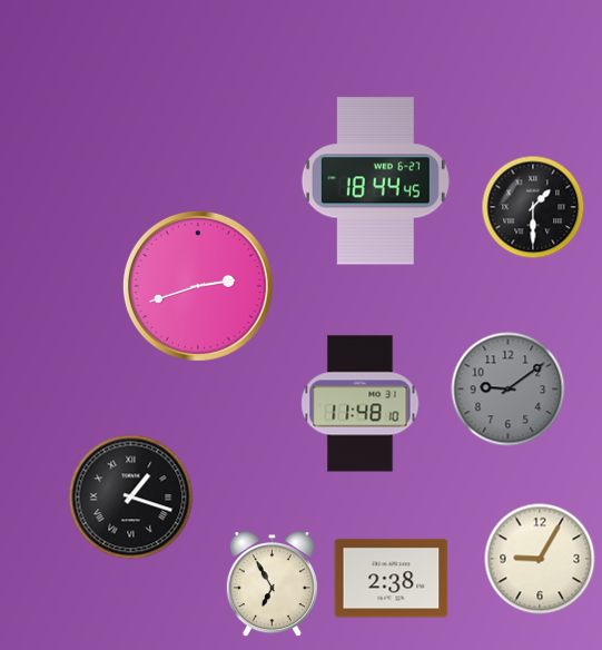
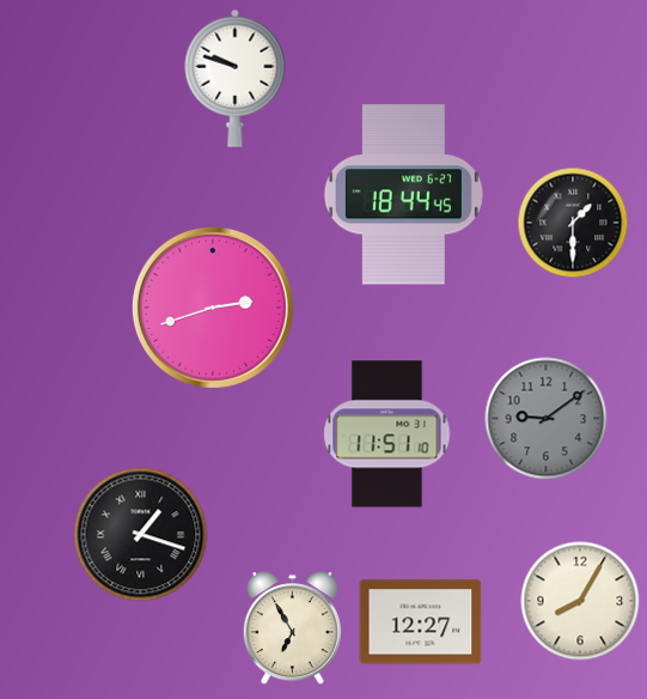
clock at (236, 78): none -> 9:48
clock at (361, 404): 11:48 -> 11:51
clock at (540, 559): 9:05 -> 8:05
clock at (392, 579): 2:38 -> 12:27
